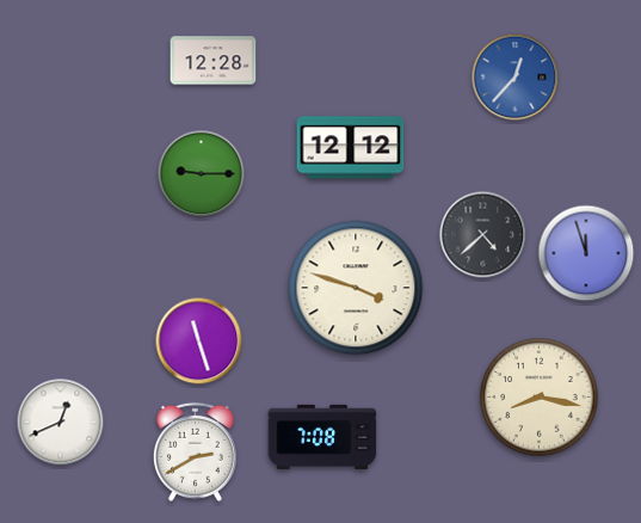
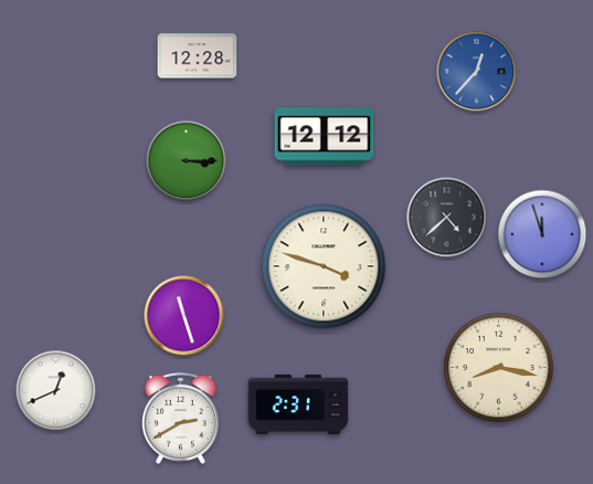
clock at (202, 174): 9:15 -> 3:15
clock at (356, 288) position: (356, 288) -> (324, 266)
clock at (322, 437): 7:08 -> 2:31
